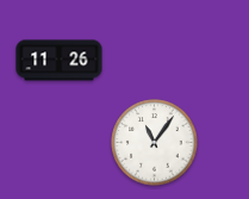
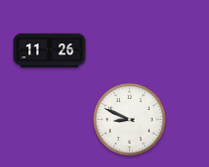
clock at (155, 143): 11:06 -> 8:49
